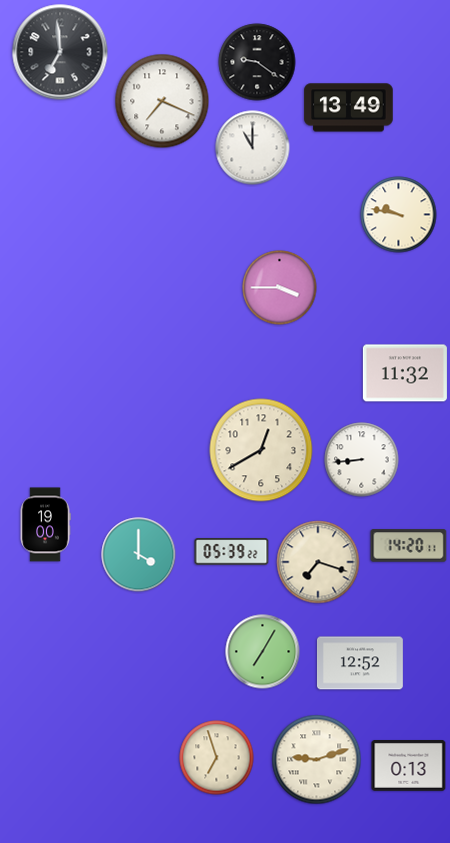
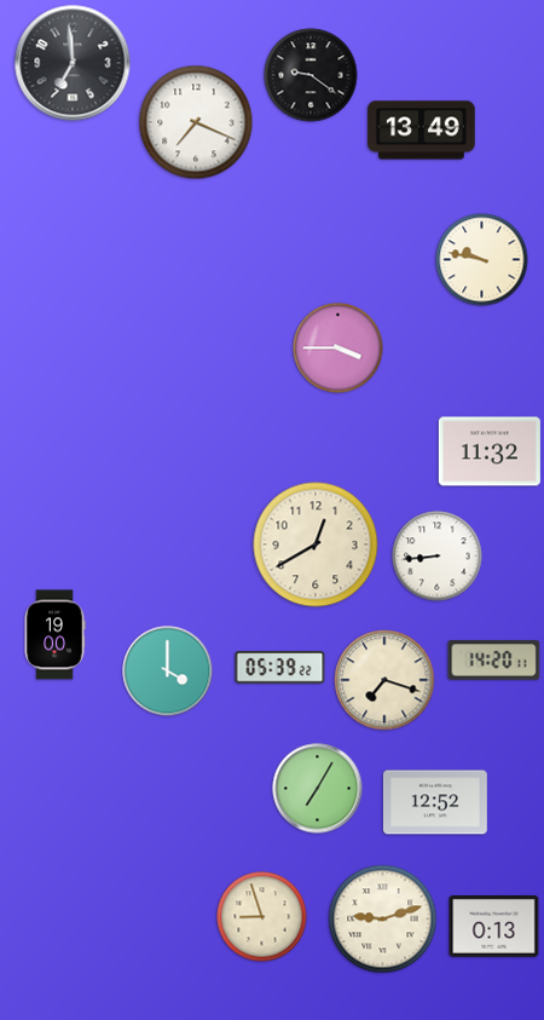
clock at (253, 148): 11:00 -> none
clock at (217, 758): 6:57 -> 8:57
